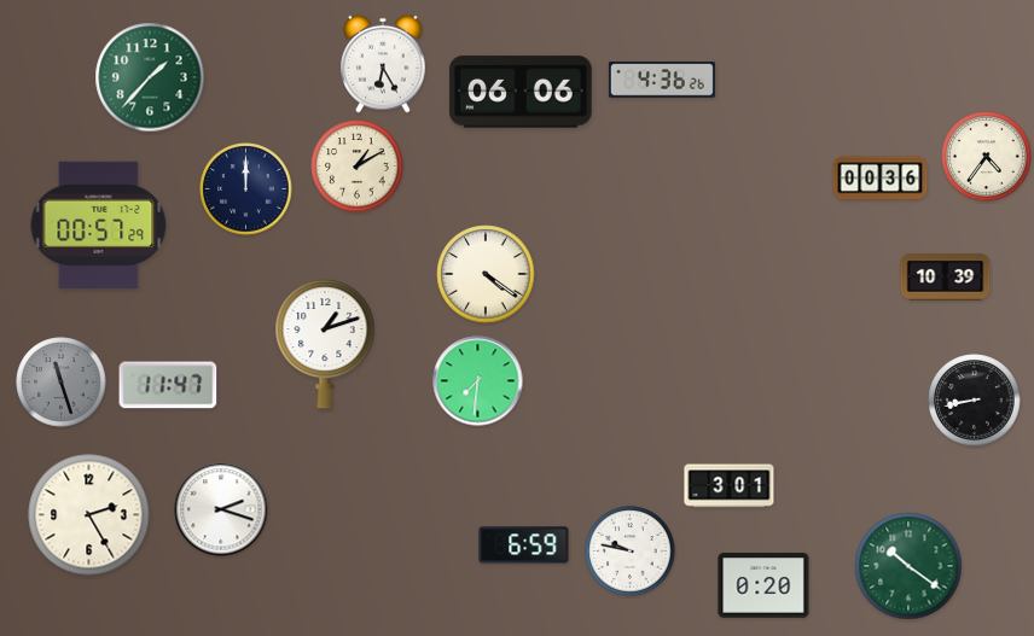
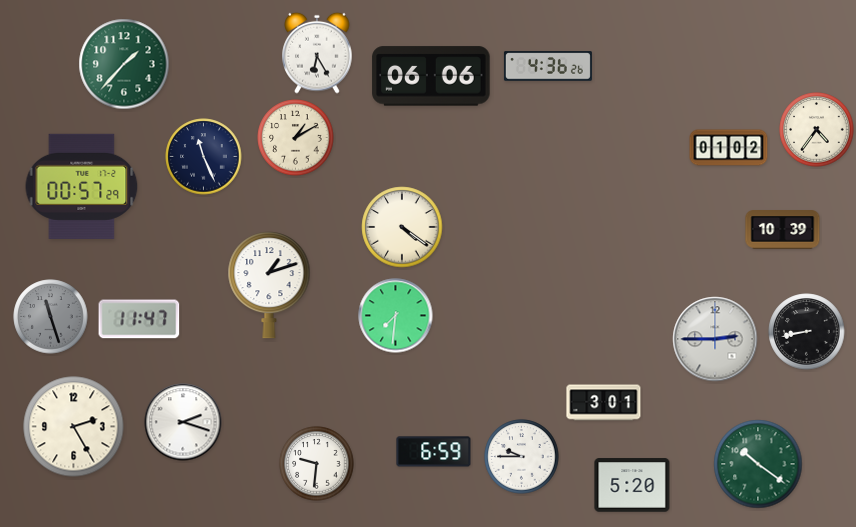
clock at (881, 179): 00:36 -> 01:02
clock at (246, 189): 12:00 -> 11:26
clock at (715, 339): none -> 2:45
clock at (631, 552): 9:47 -> 9:45
clock at (317, 464): none -> 9:31
clock at (908, 566) position: (908, 566) -> (758, 464)
clock at (763, 585): 0:20 -> 5:20
